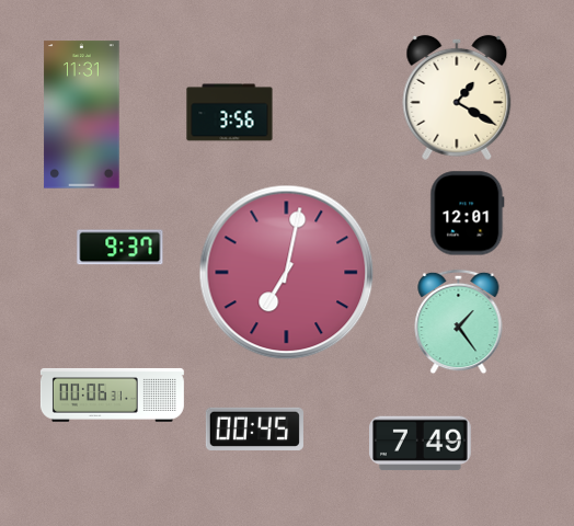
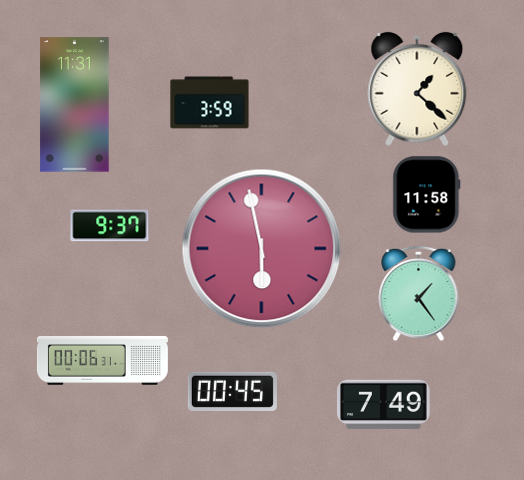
clock at (457, 98): 1:20 -> 1:22
clock at (230, 113): 3:56 -> 3:59
clock at (468, 214): 12:01 -> 11:58
clock at (287, 273): 7:02 -> 5:58
